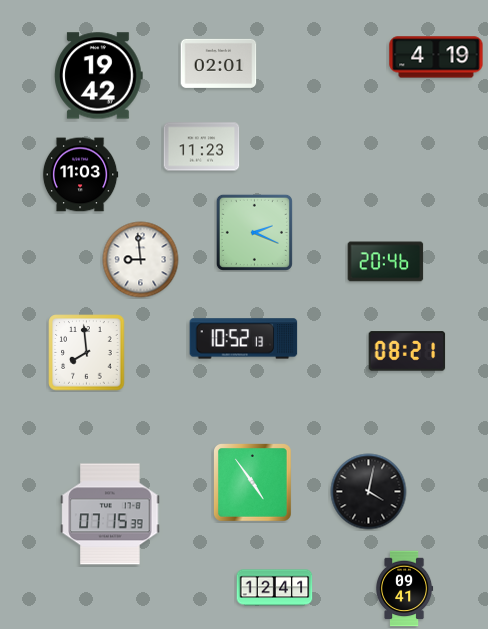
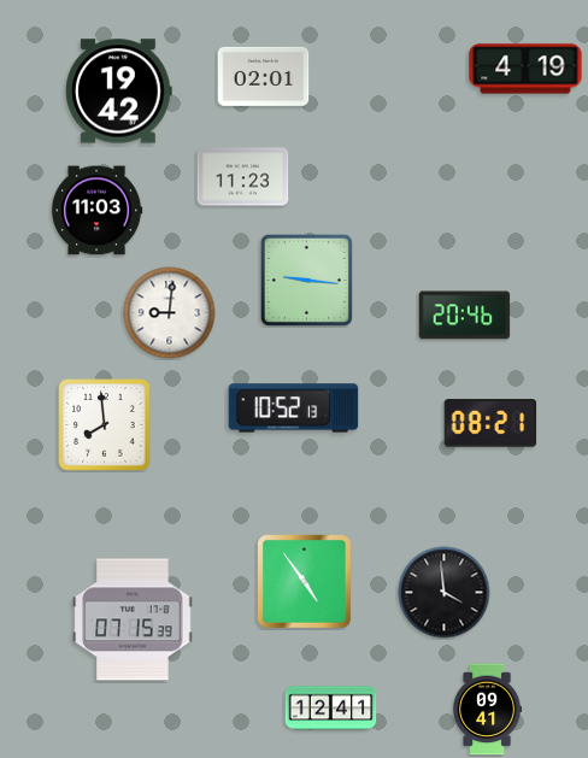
clock at (254, 232): 2:19 -> 9:16
clock at (141, 260): 8:59 -> 9:01
clock at (369, 492): 4:02 -> 3:59
